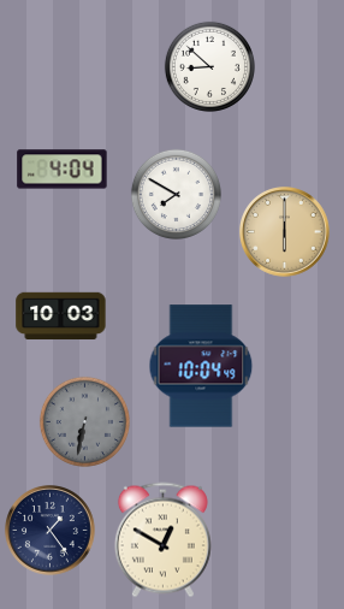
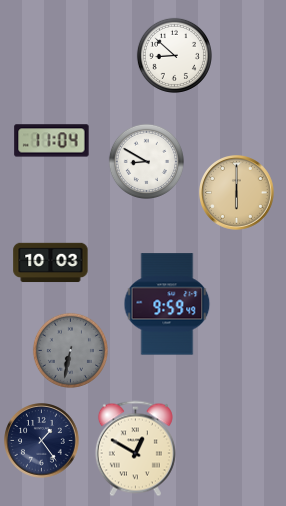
clock at (63, 170): 4:04 -> 11:04
clock at (176, 194): 7:50 -> 8:50
clock at (201, 366): 10:04 -> 9:59
